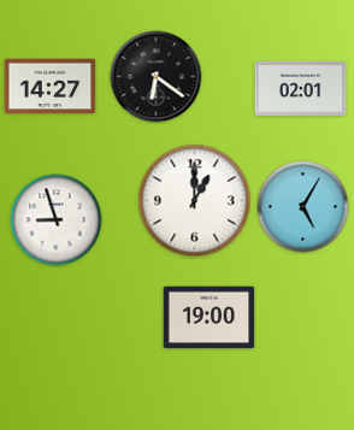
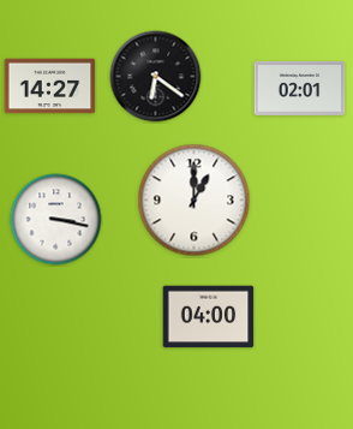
clock at (303, 207): 5:05 -> none
clock at (57, 220): 8:57 -> 3:17
clock at (210, 318): 19:00 -> 04:00
